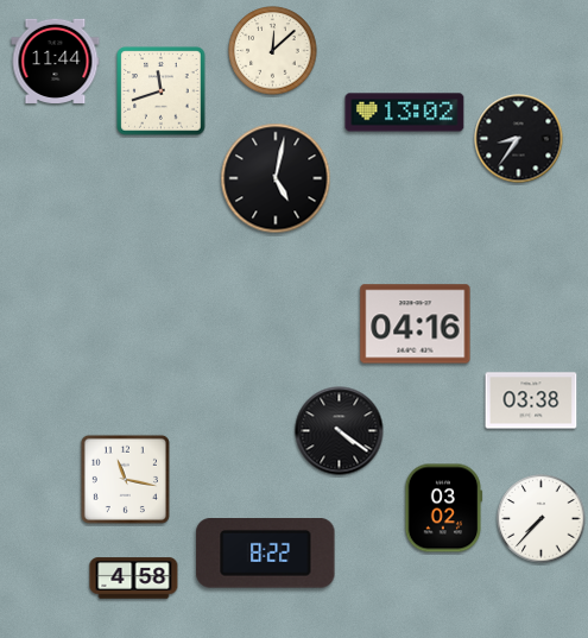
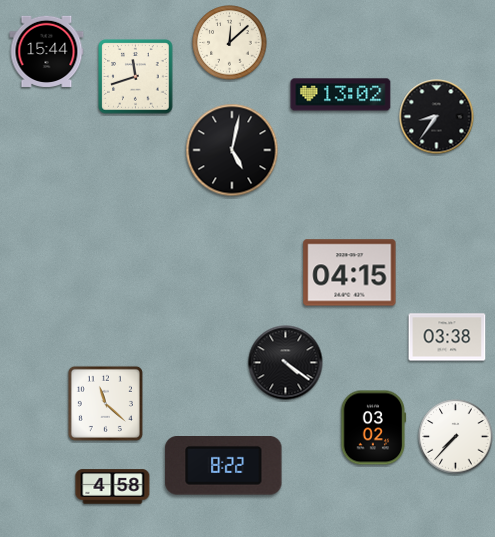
clock at (56, 61): 11:44 -> 15:44
clock at (416, 324): 04:16 -> 04:15
clock at (125, 479): 11:17 -> 11:22
